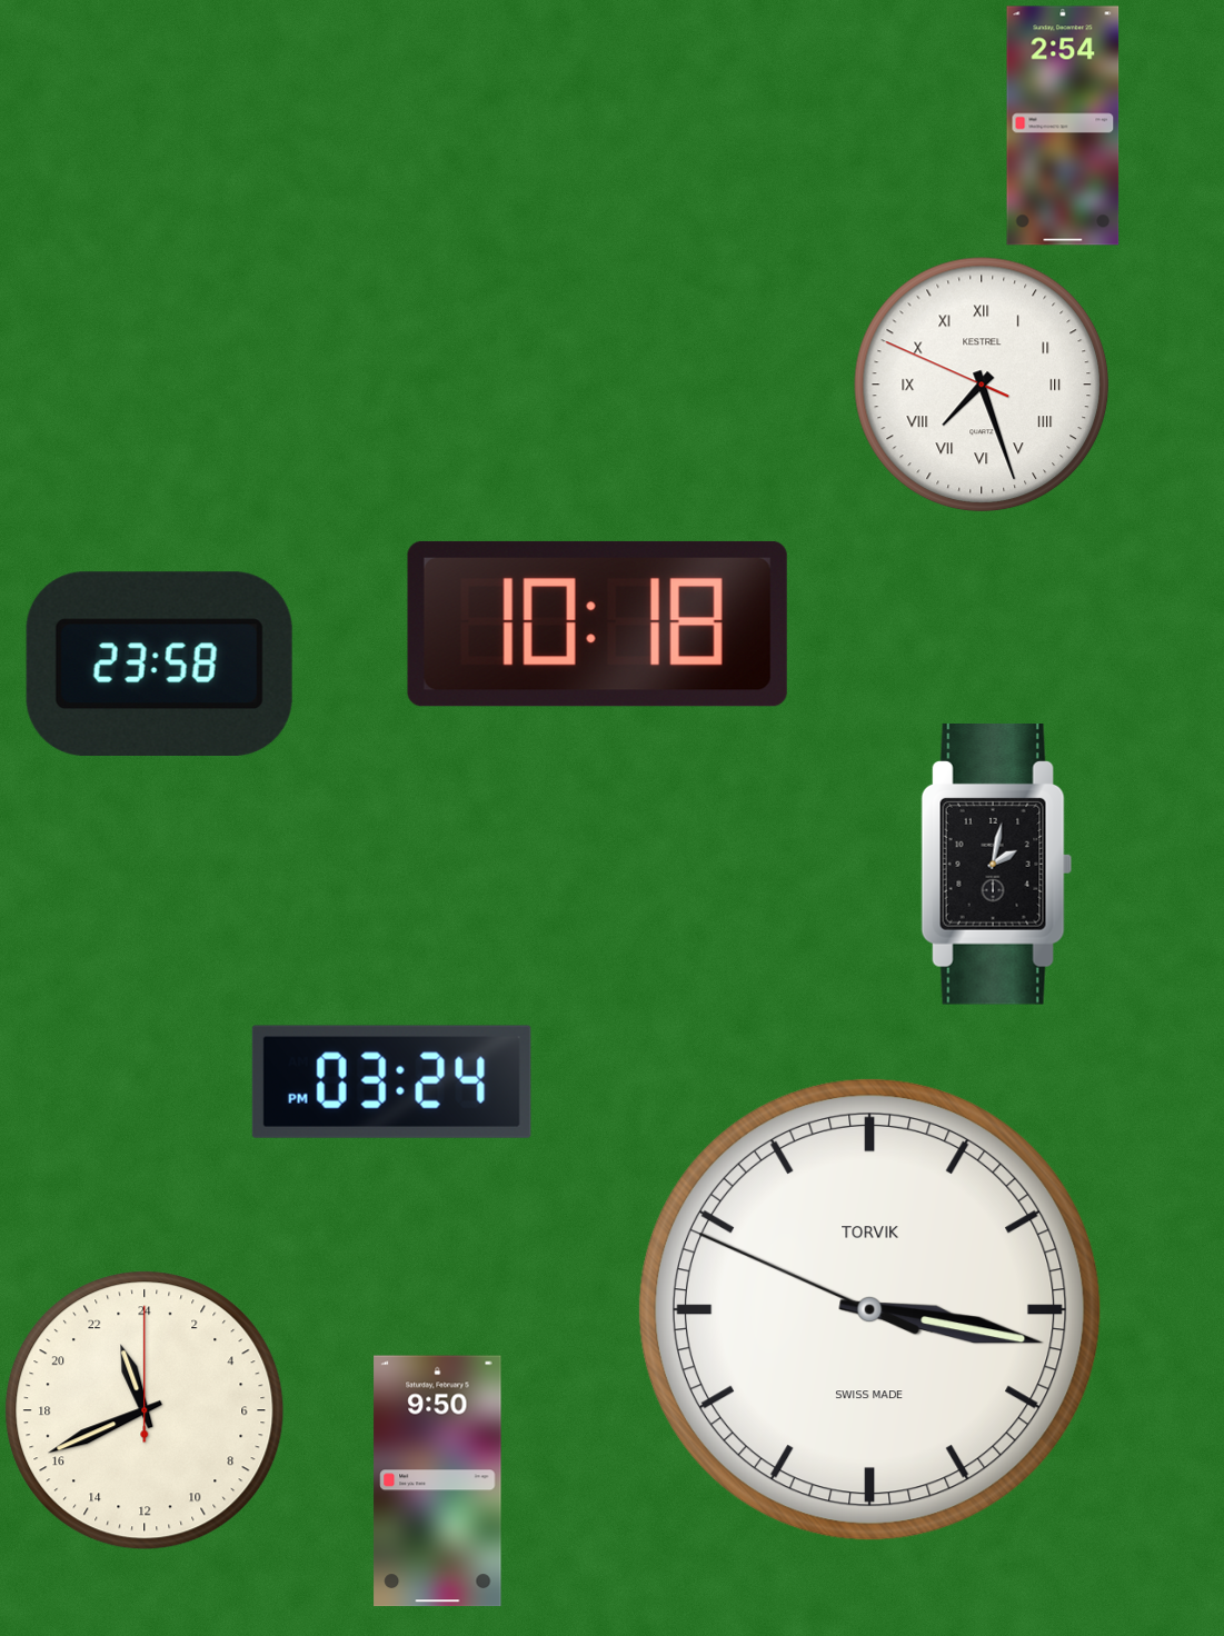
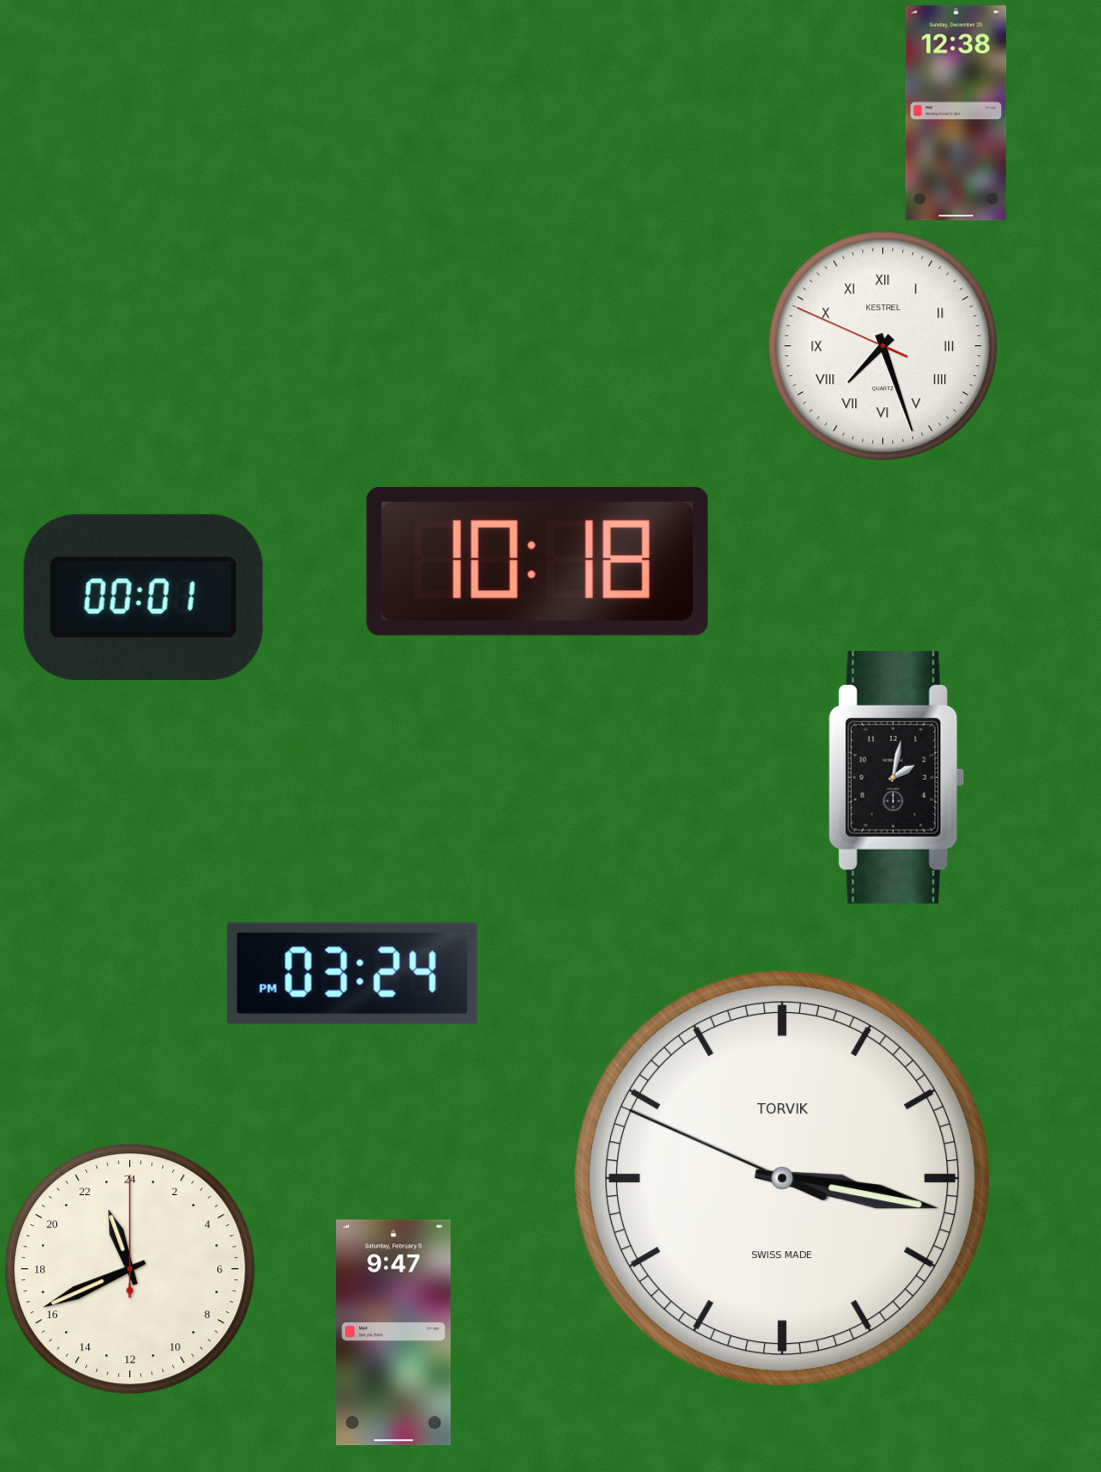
clock at (1063, 126): 2:54 -> 12:38
clock at (159, 664): 23:58 -> 00:01
clock at (438, 1482): 9:50 -> 9:47
